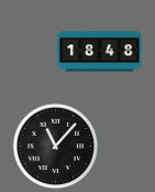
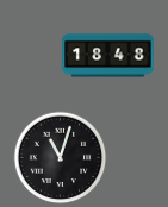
clock at (55, 146): 11:07 -> 11:03
